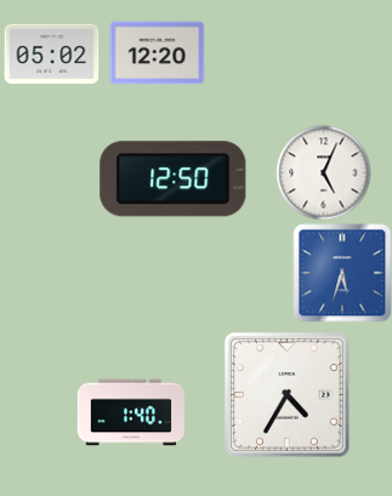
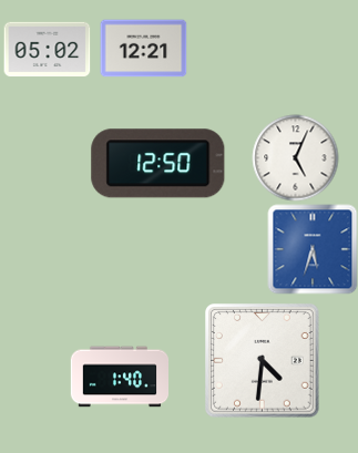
clock at (157, 53): 12:20 -> 12:21
clock at (288, 395): 4:35 -> 4:31
